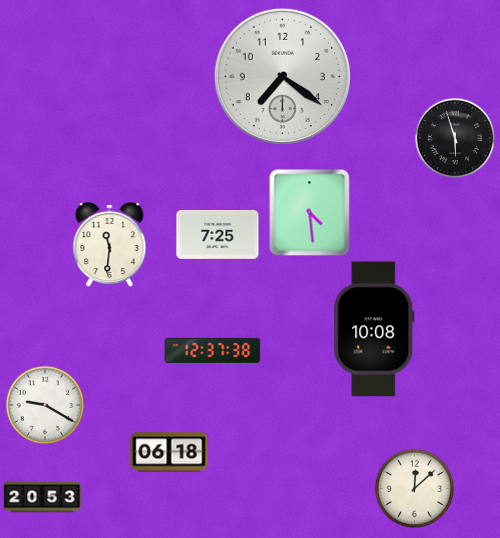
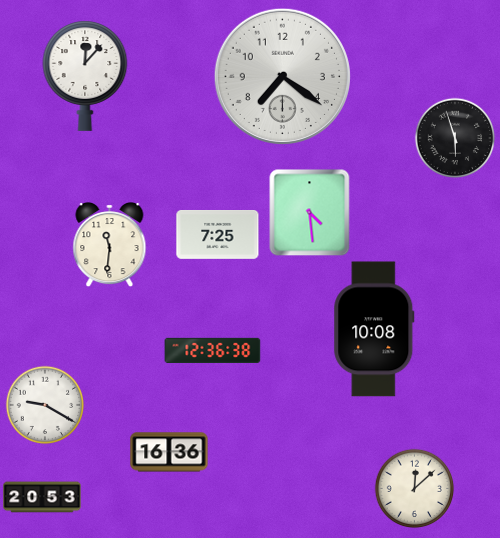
clock at (85, 76): none -> 12:07
clock at (213, 351): 12:37 -> 12:36
clock at (169, 452): 06:18 -> 16:36
